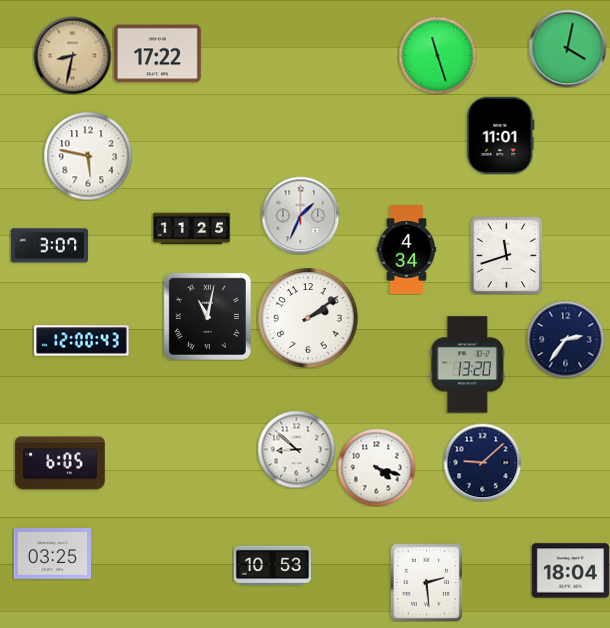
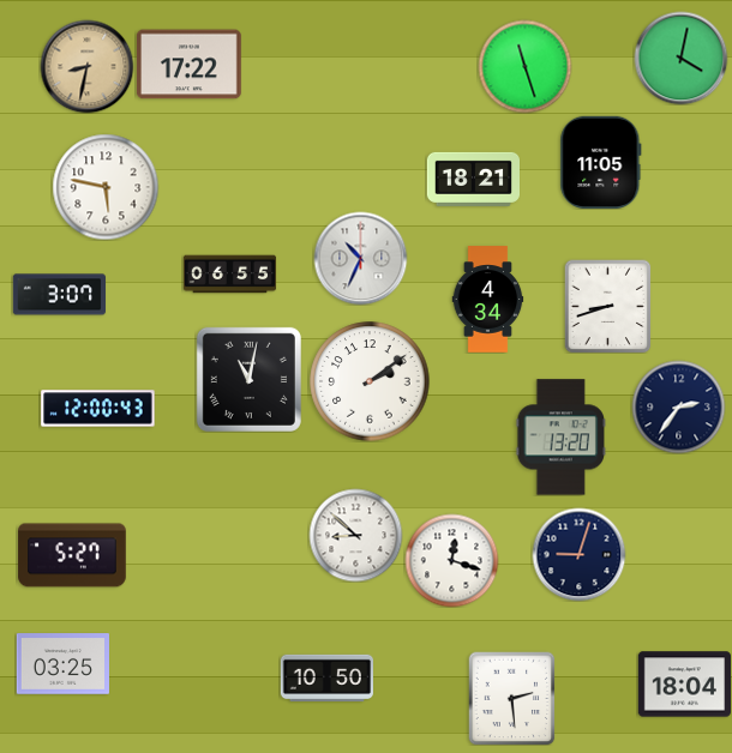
clock at (501, 135): 11:01 -> 11:05
clock at (473, 179): none -> 18:21
clock at (300, 215): 1:34 -> 10:34
clock at (191, 229): 11:25 -> 06:55
clock at (507, 255): 11:42 -> 8:42
clock at (296, 449) position: (296, 449) -> (355, 535)
clock at (482, 462): 9:08 -> 9:03
clock at (60, 463): 6:05 -> 5:27
clock at (376, 467): 4:18 -> 12:18
clock at (272, 565): 10:53 -> 10:50
